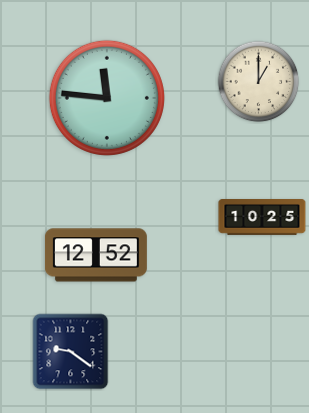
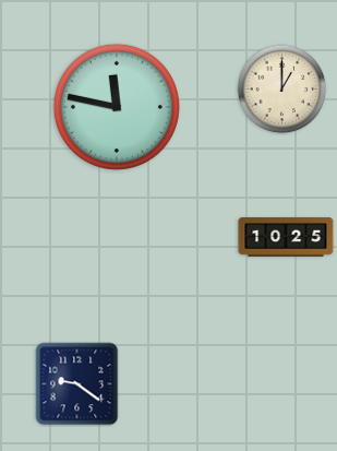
clock at (107, 98): 11:46 -> 11:47
clock at (96, 255): 12:52 -> none
